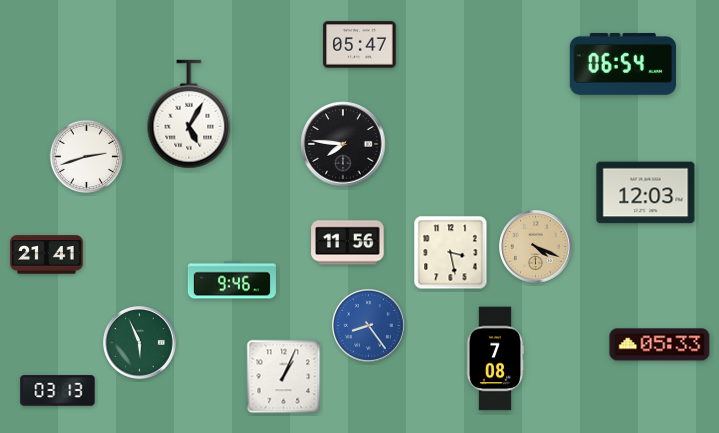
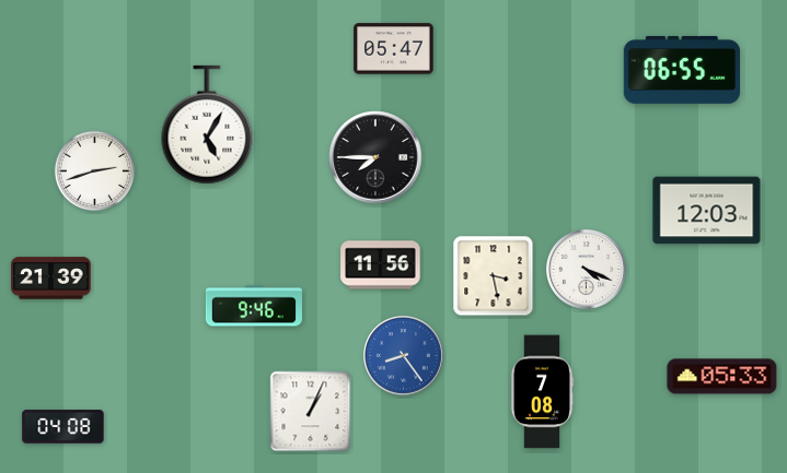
clock at (623, 64): 06:54 -> 06:55
clock at (343, 144): 7:46 -> 7:45
clock at (536, 247) dial: champagne -> white
clock at (47, 255): 21:41 -> 21:39
clock at (140, 343): 5:56 -> none
clock at (58, 391): 03:13 -> 04:08
